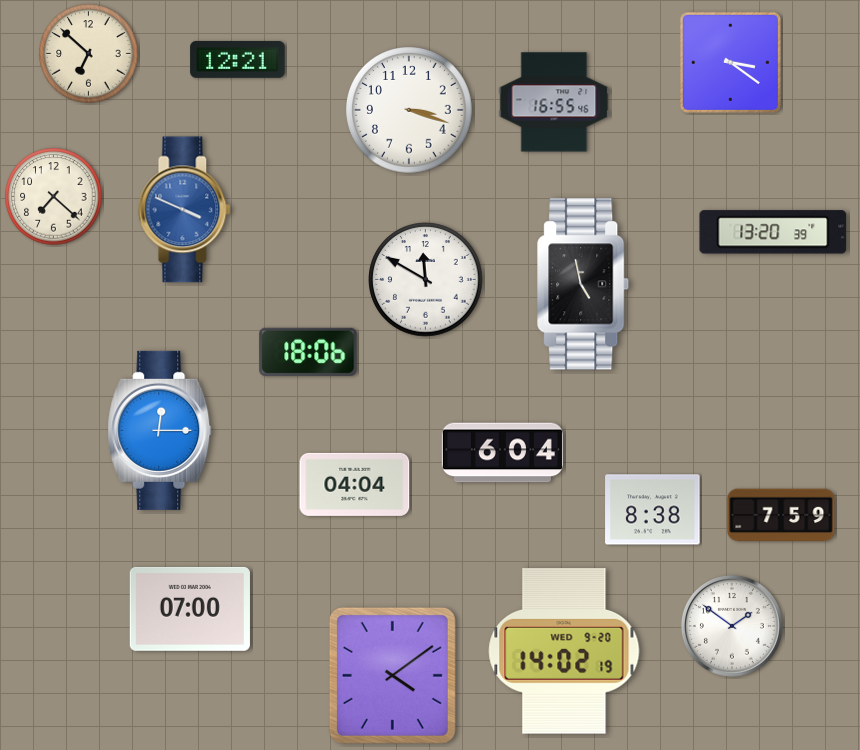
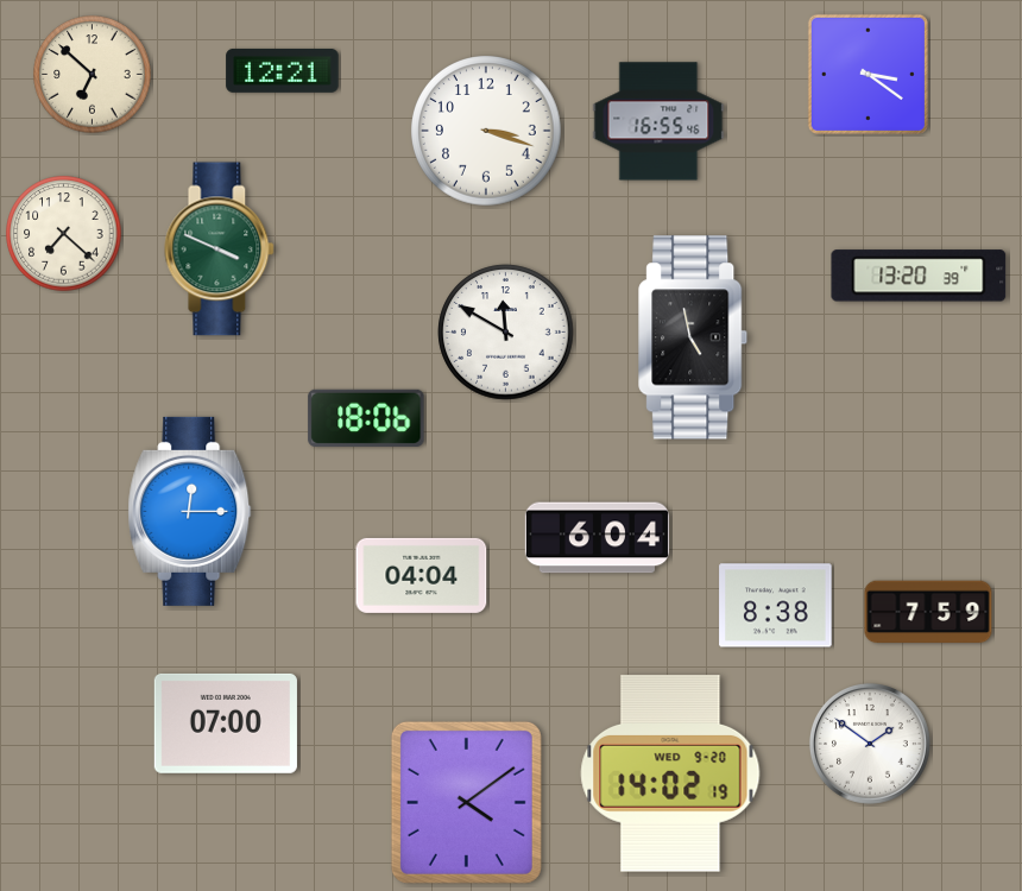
clock at (89, 54) position: (89, 54) -> (93, 75)
clock at (185, 210) dial: blue -> green
